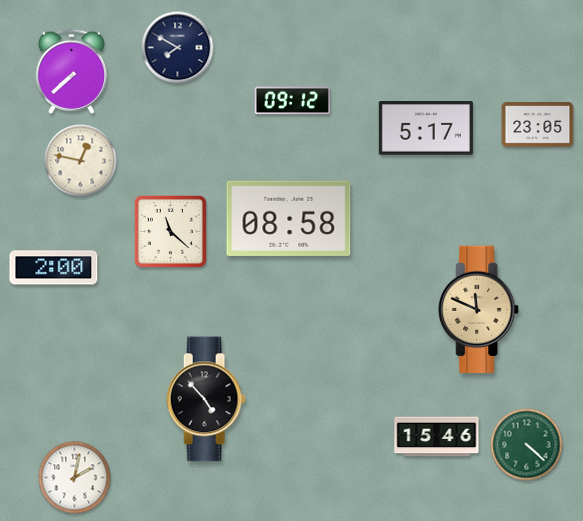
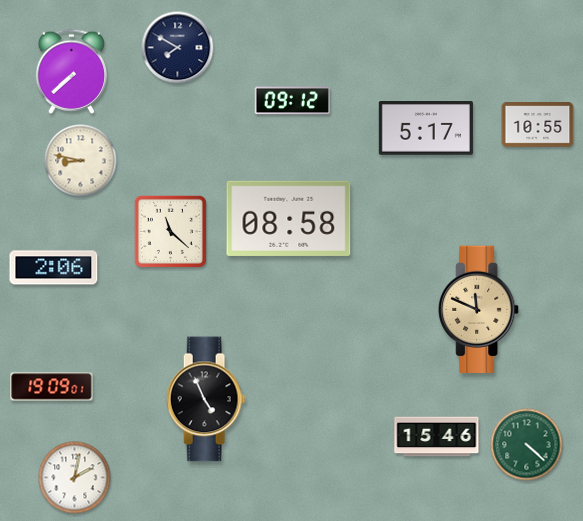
clock at (538, 125): 23:05 -> 10:55
clock at (81, 161): 12:47 -> 8:47
clock at (54, 268): 2:00 -> 2:06
clock at (52, 387): none -> 19:09
clock at (206, 399): 4:53 -> 4:56
